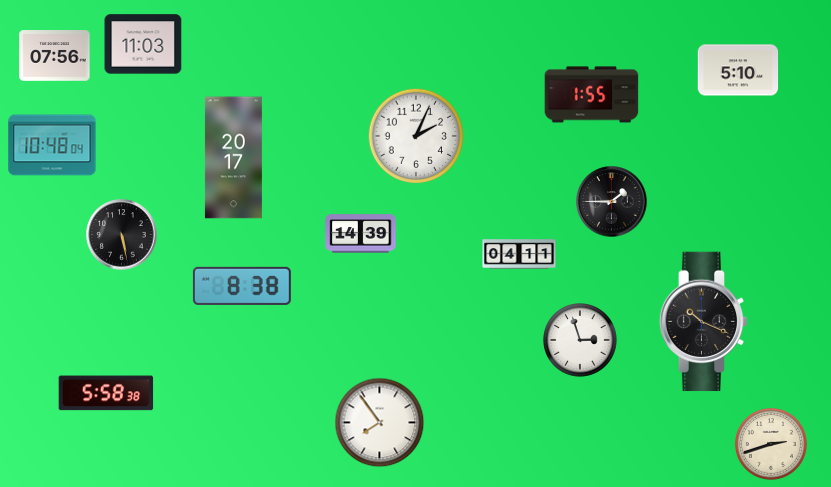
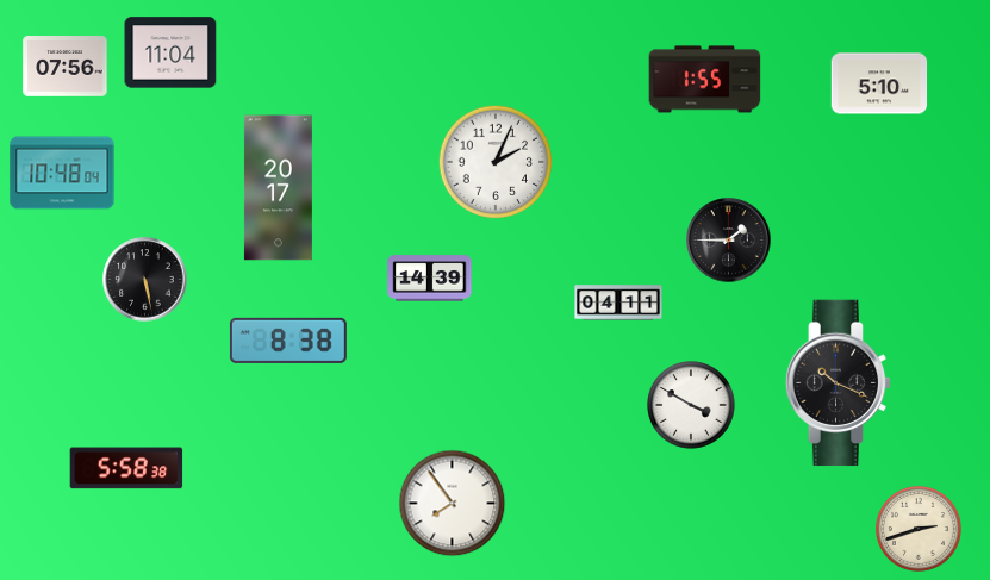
clock at (143, 44): 11:03 -> 11:04
clock at (592, 95) position: (592, 95) -> (705, 80)
clock at (580, 340): 2:57 -> 3:50
